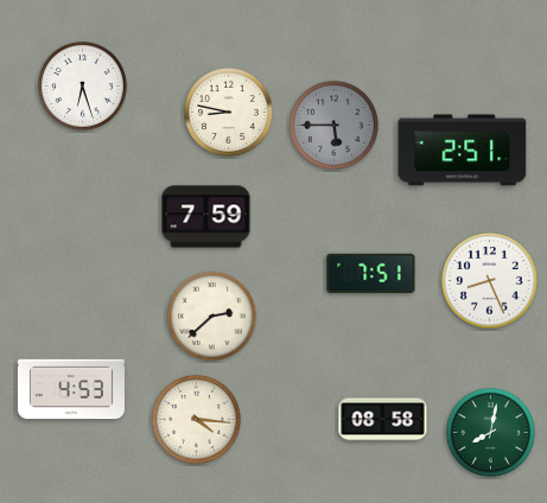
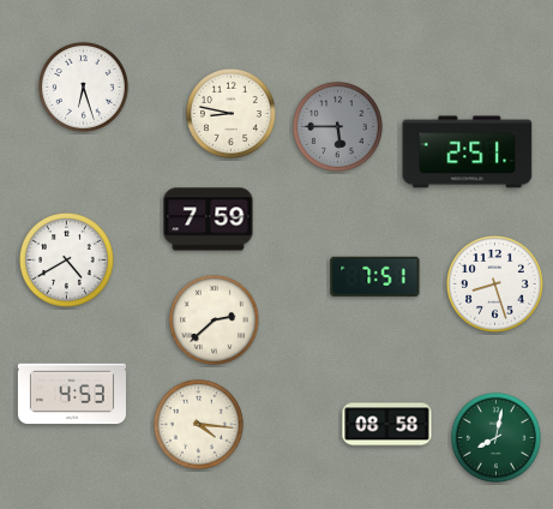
clock at (67, 261): none -> 4:40
clock at (490, 281): 8:26 -> 8:27
